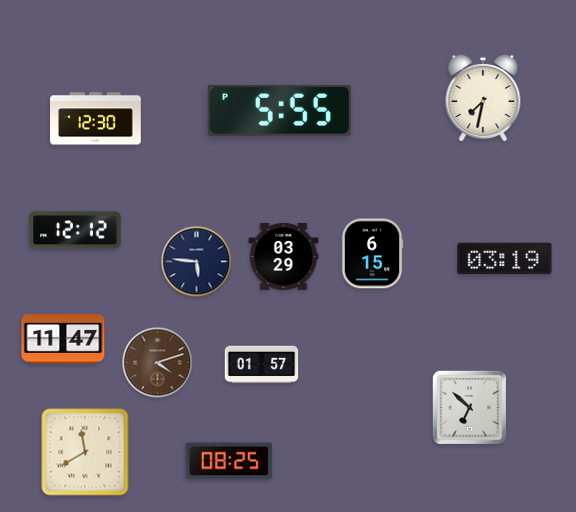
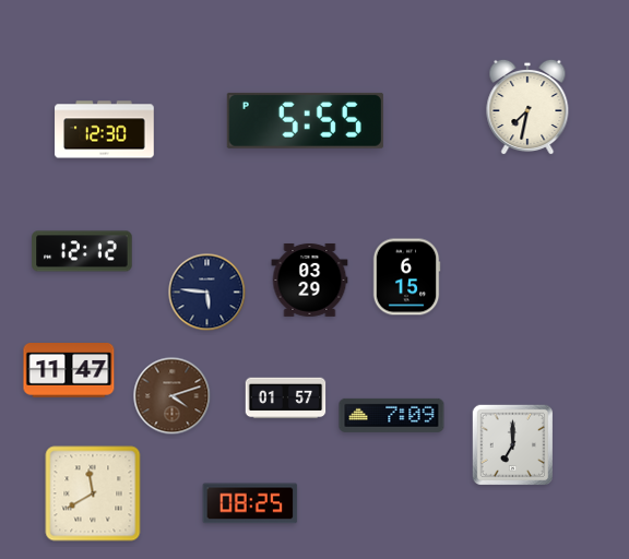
clock at (505, 259): 03:19 -> none
clock at (197, 262) position: (197, 262) -> (207, 293)
clock at (392, 415): none -> 7:09
clock at (470, 408): 6:52 -> 7:00
